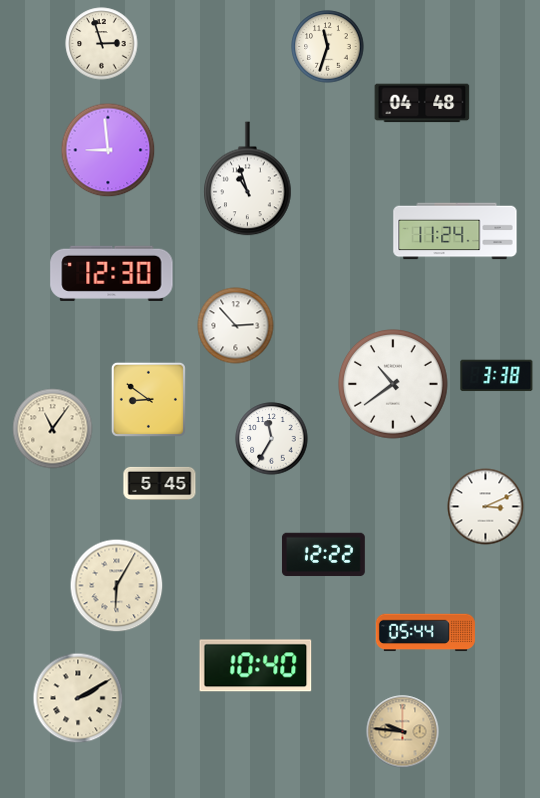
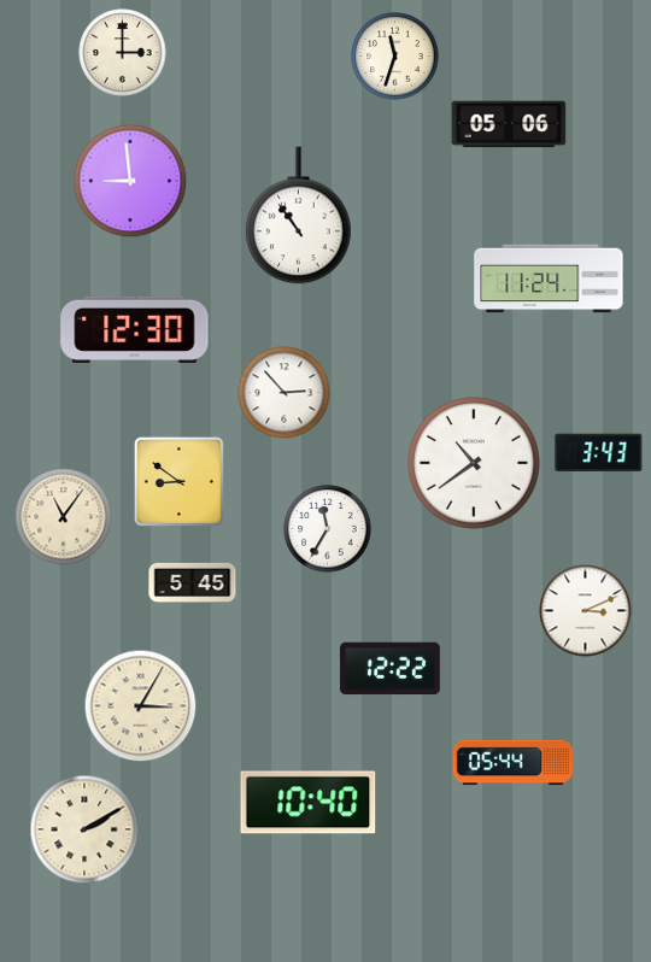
clock at (102, 44): 2:57 -> 3:00
clock at (422, 103): 04:48 -> 05:06
clock at (248, 179): 10:57 -> 10:54
clock at (497, 376): 3:38 -> 3:43
clock at (117, 586): 6:05 -> 3:05
clock at (78, 698) position: (78, 698) -> (84, 829)
clock at (403, 732): 9:46 -> none
